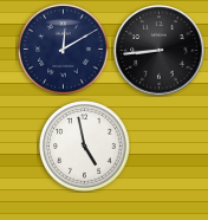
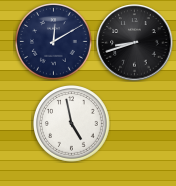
clock at (160, 51): 8:44 -> 8:42
